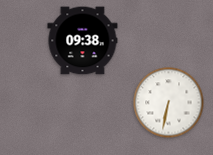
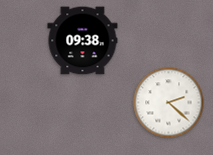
clock at (169, 103): 6:32 -> 2:22
